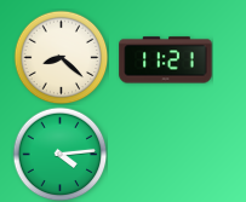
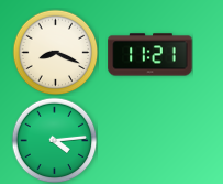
clock at (61, 57): 8:22 -> 8:19
